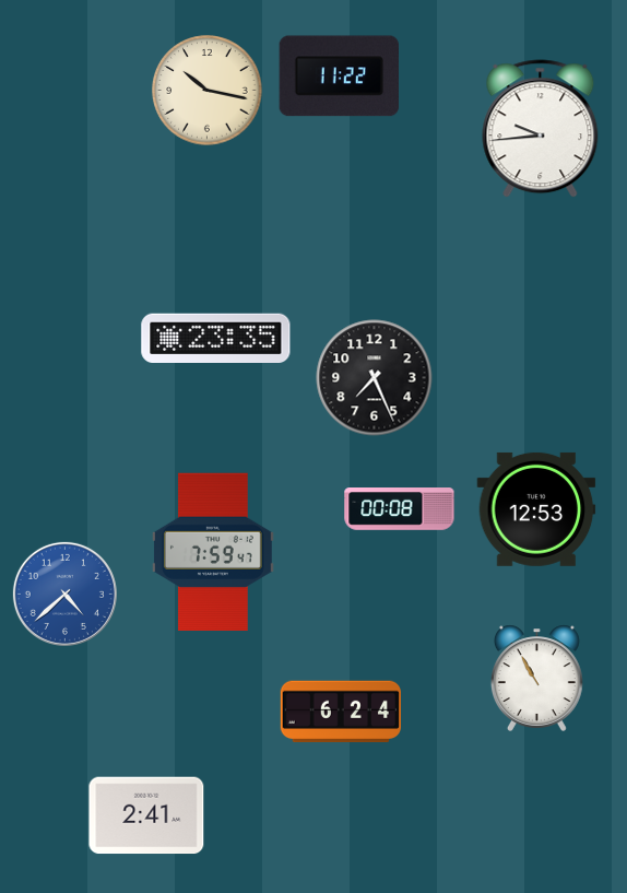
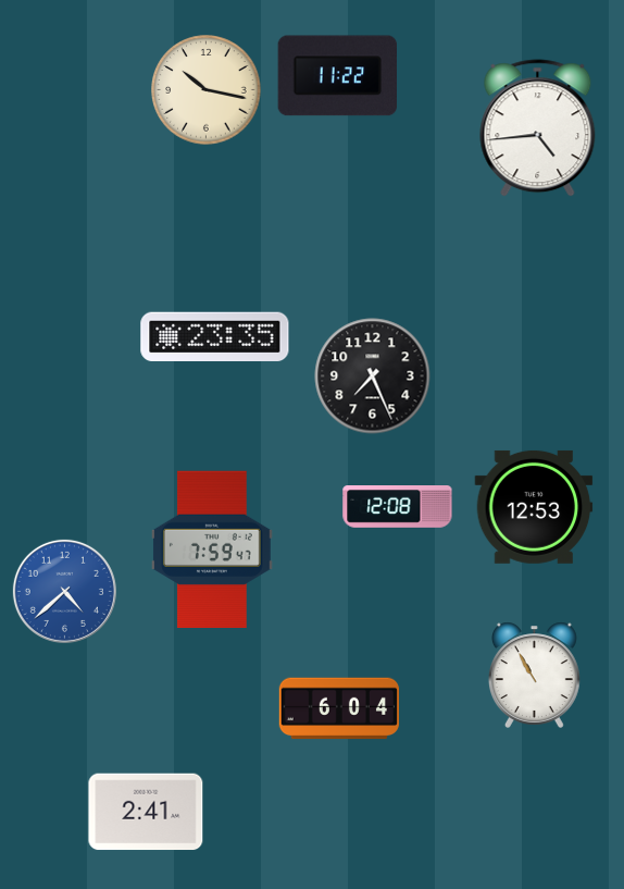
clock at (541, 129): 9:44 -> 4:44
clock at (400, 509): 00:08 -> 12:08
clock at (340, 712): 6:24 -> 6:04
